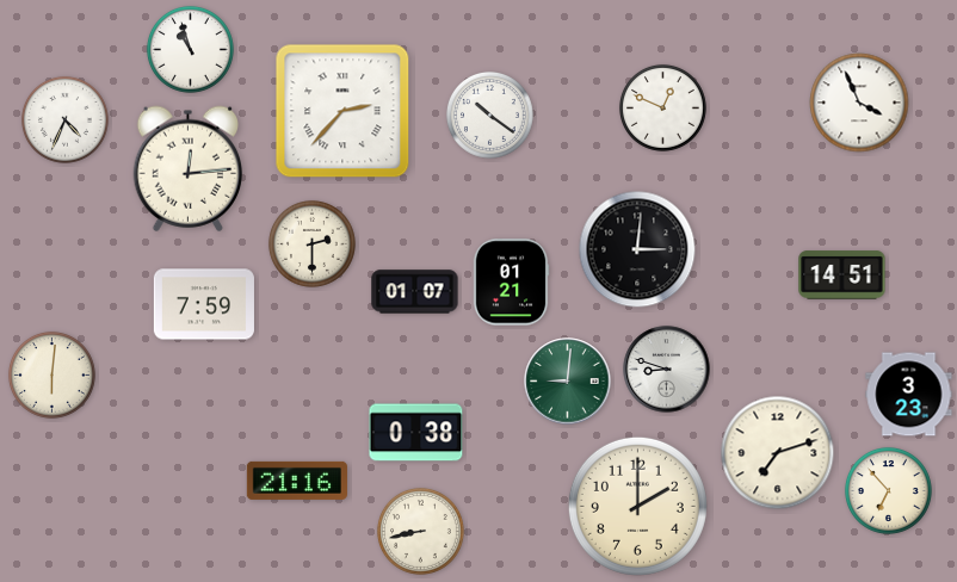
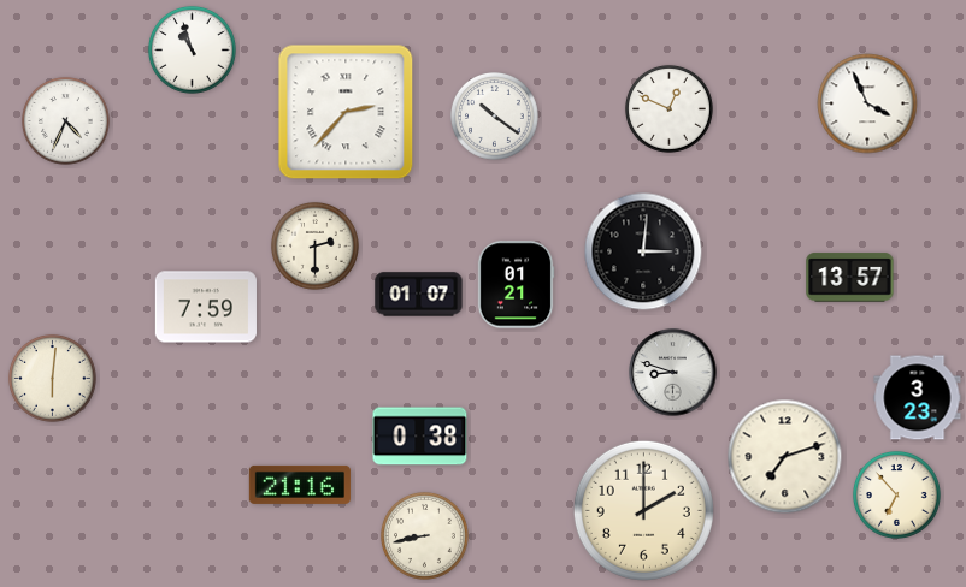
clock at (187, 168): 12:14 -> none
clock at (842, 275): 14:51 -> 13:57
clock at (568, 382): 9:01 -> none
